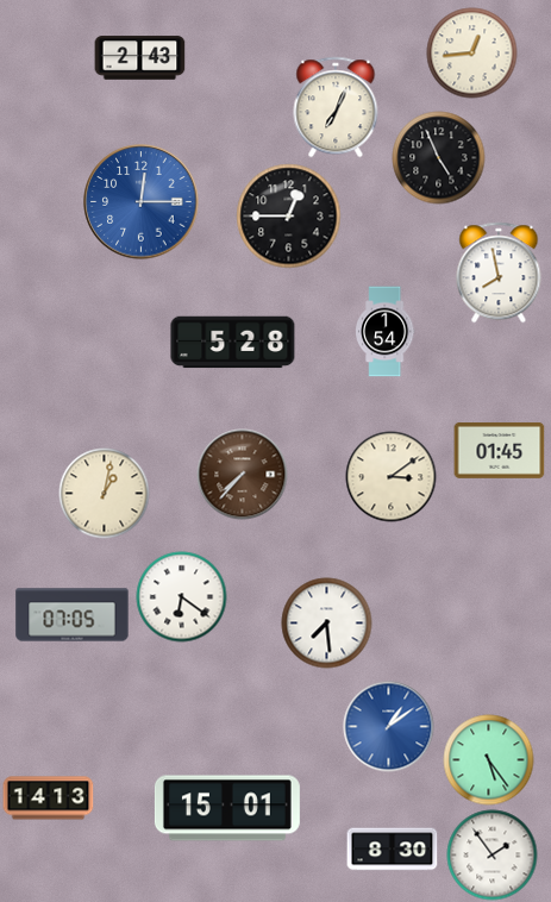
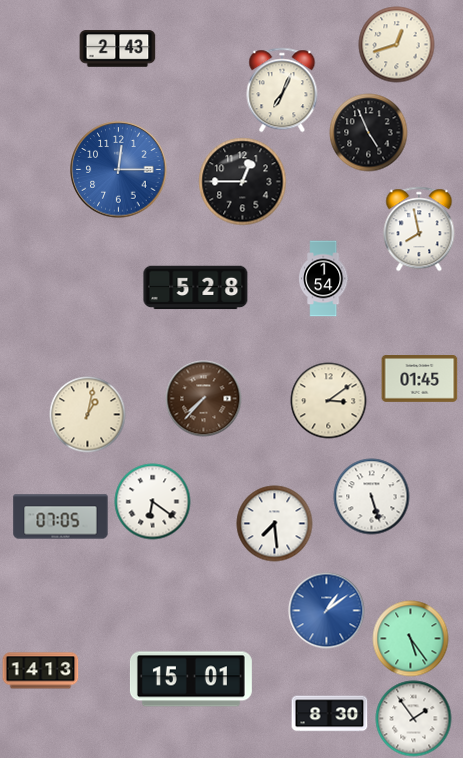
clock at (472, 54): 12:44 -> 12:42
clock at (372, 497): none -> 5:27
